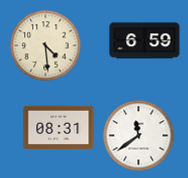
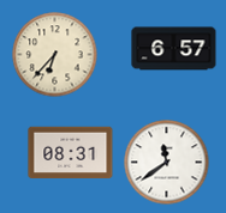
clock at (145, 41): 6:59 -> 6:57
clock at (46, 46): 4:29 -> 6:37
